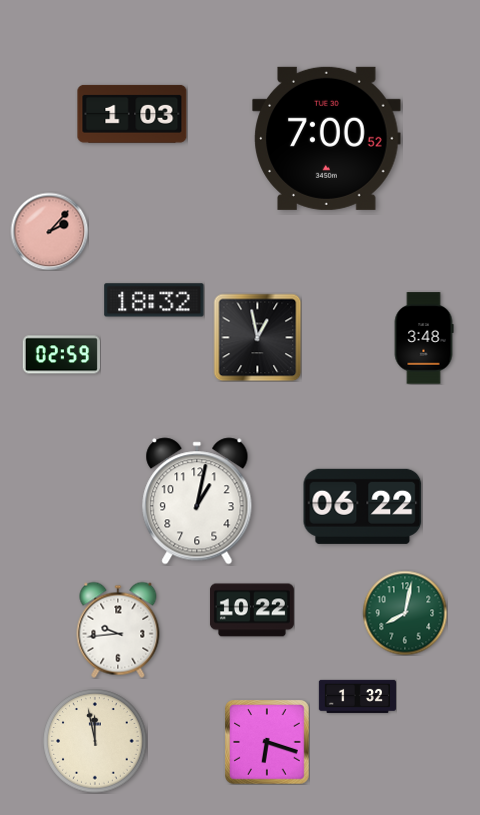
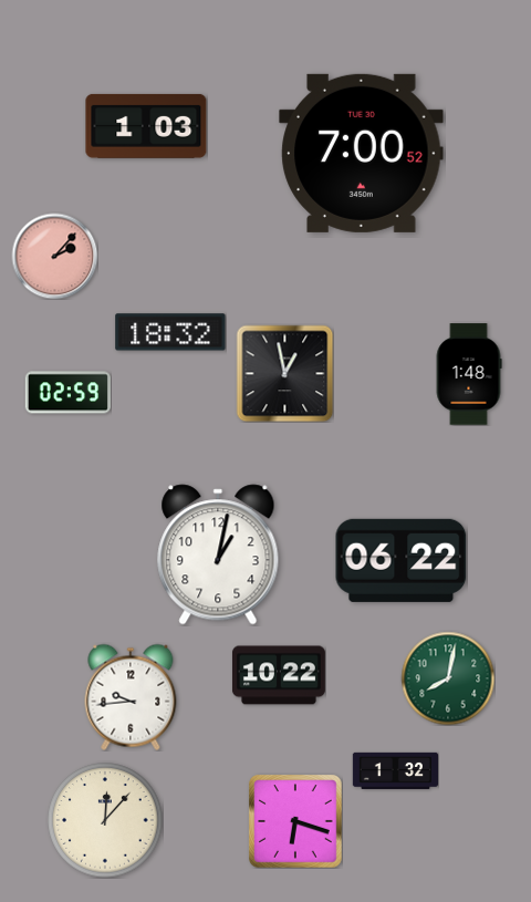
clock at (424, 338): 3:48 -> 1:48
clock at (95, 741): 11:58 -> 12:07
